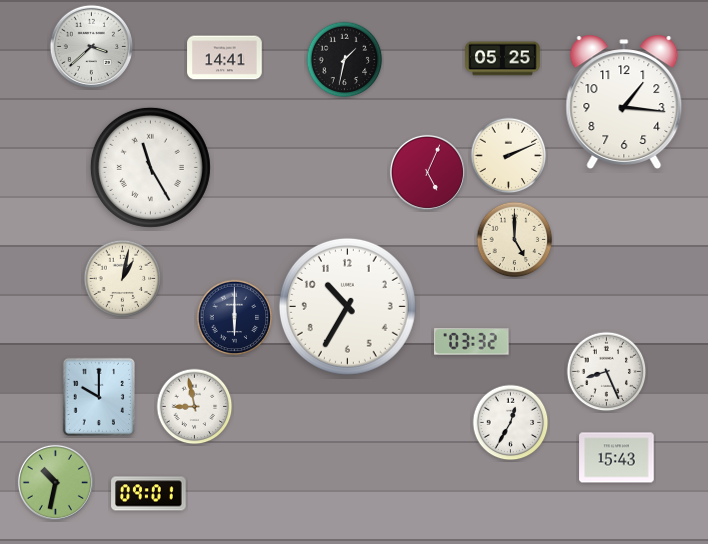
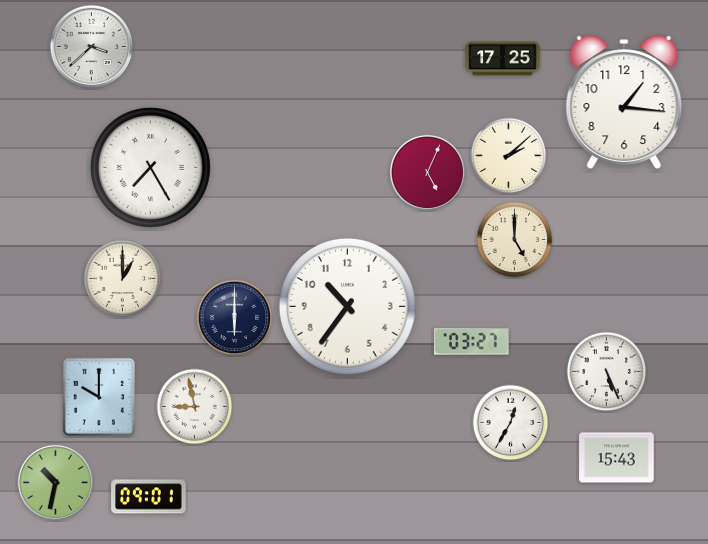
clock at (225, 58): 14:41 -> none
clock at (503, 59): 05:25 -> 17:25
clock at (345, 60): 1:32 -> none
clock at (509, 156): 2:11 -> 2:08
clock at (150, 167): 11:25 -> 7:25
clock at (123, 279): 1:02 -> 1:00
clock at (347, 306): 10:35 -> 10:36
clock at (472, 342): 03:32 -> 03:27
clock at (607, 372): 8:26 -> 5:26
clock at (149, 494) position: (149, 494) -> (149, 497)
